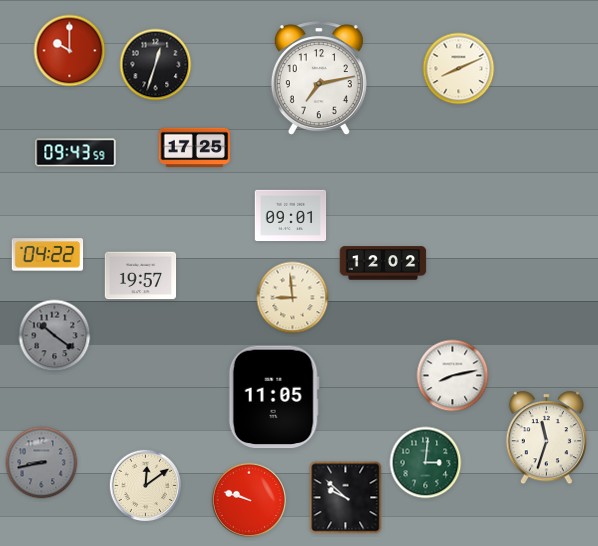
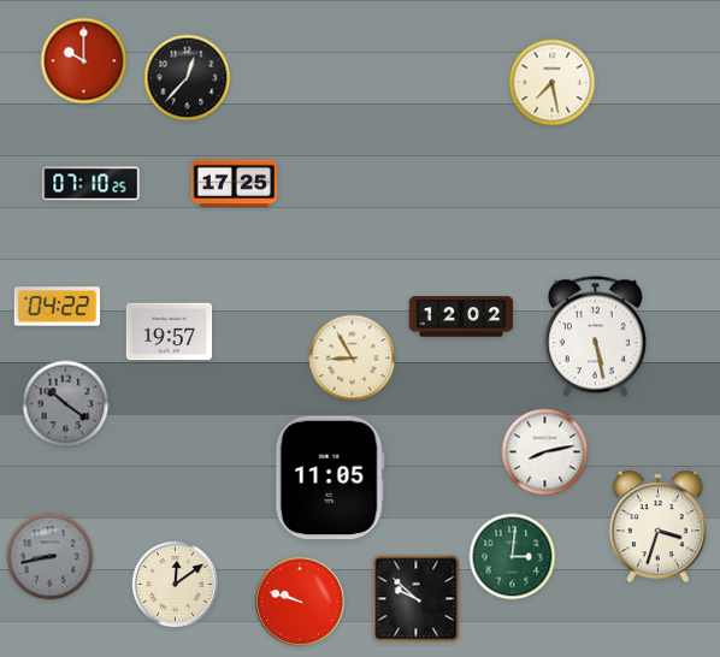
clock at (156, 65): 12:33 -> 12:37
clock at (459, 69): 8:11 -> 7:28
clock at (319, 79): 7:13 -> none
clock at (195, 148) position: (195, 148) -> (235, 184)
clock at (76, 153): 09:43 -> 07:10
clock at (291, 216): 09:01 -> none
clock at (595, 337): none -> 5:28
clock at (293, 298): 8:59 -> 8:55
clock at (546, 438): 11:33 -> 3:33
